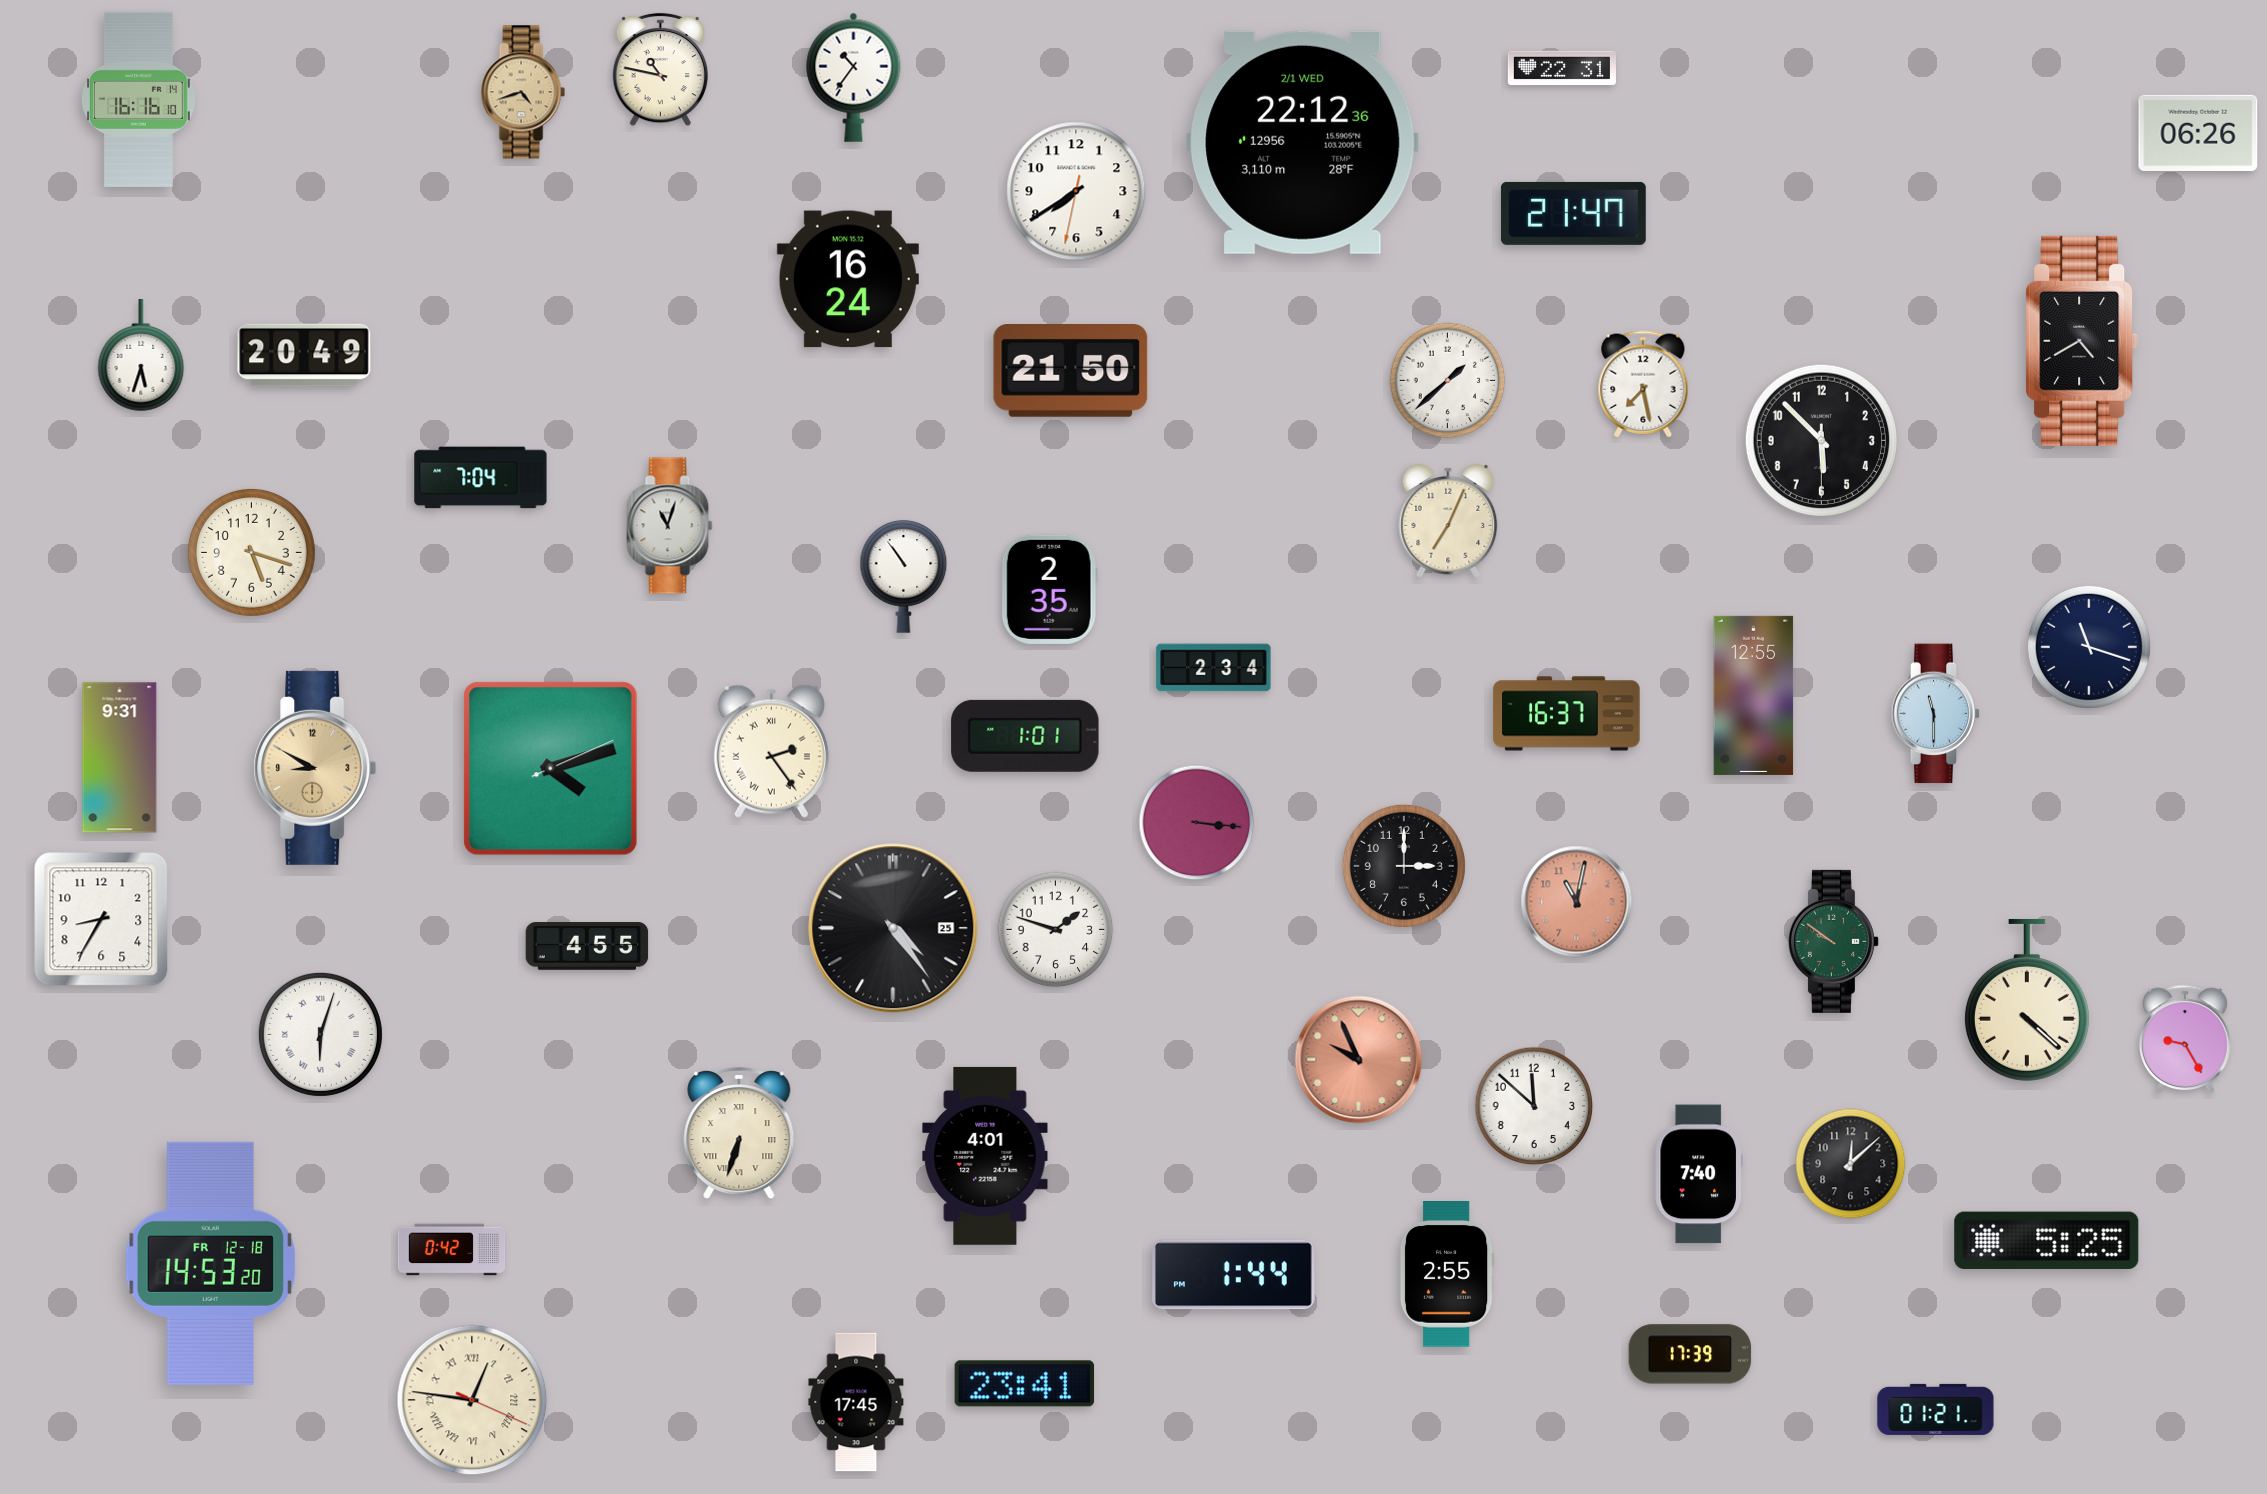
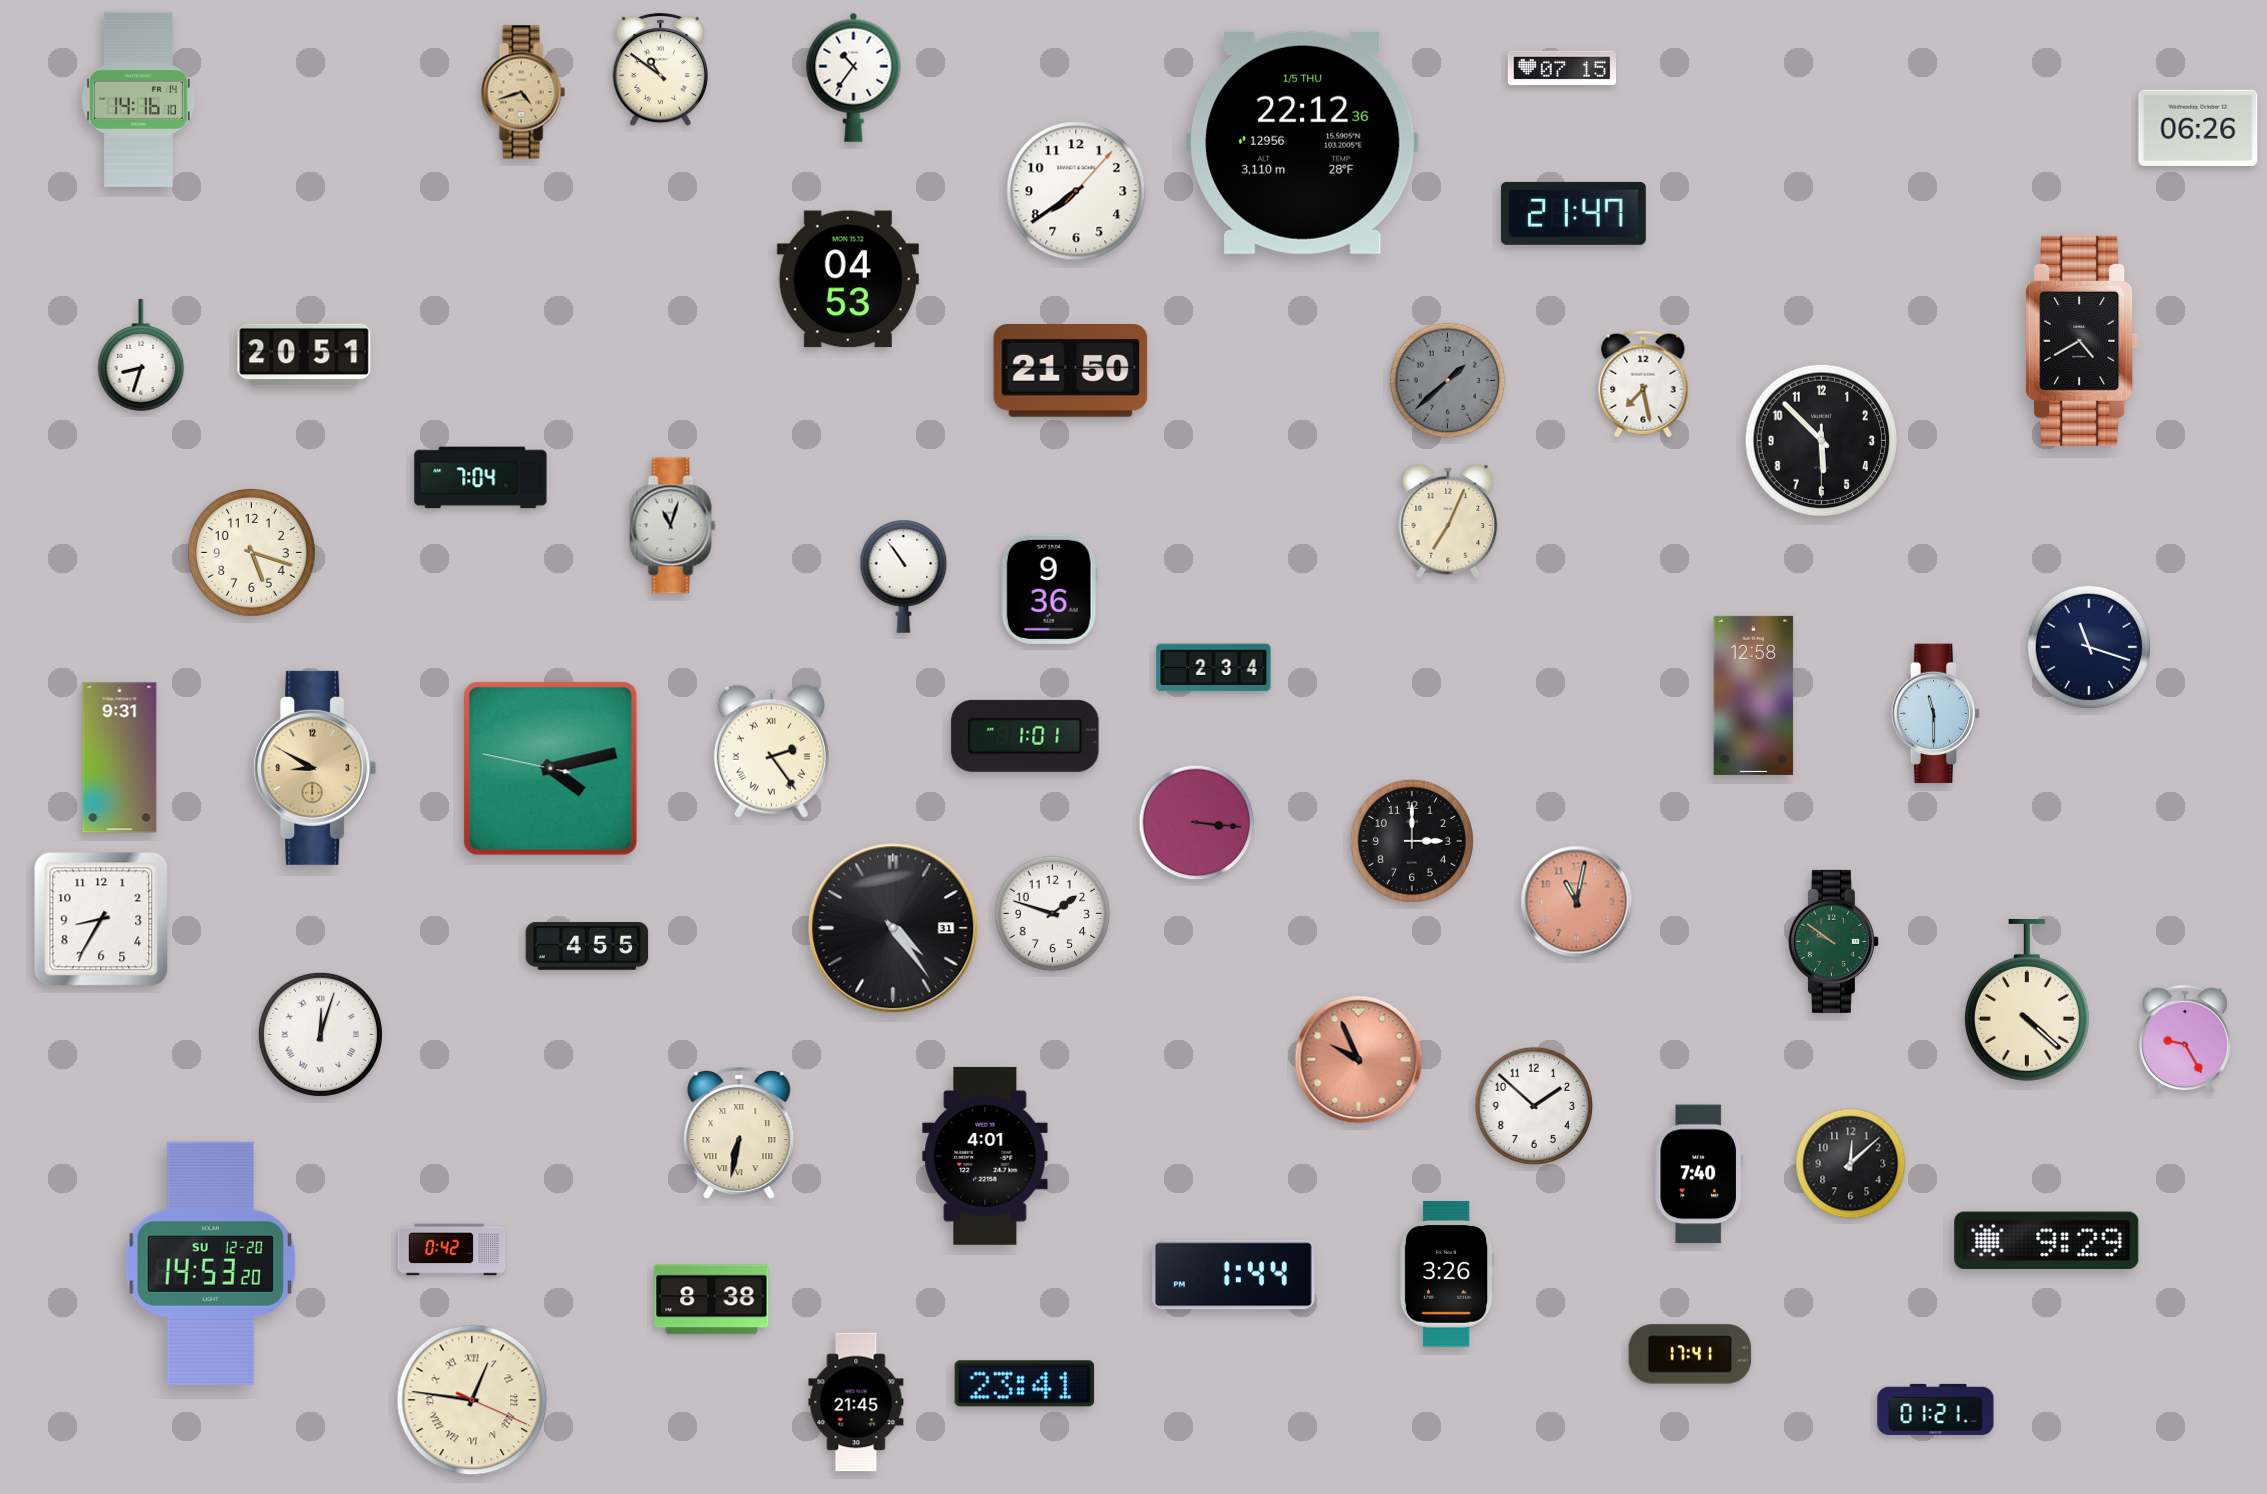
clock at (1562, 68): 22:31 -> 07:15
clock at (660, 70): 10:47 -> 10:51
clock at (138, 99): 16:16 -> 14:16
clock at (2198, 133) position: (2198, 133) -> (2198, 128)
clock at (1303, 142) date: 2/1 WED -> 1/5 THU
clock at (1076, 191): 7:39:32 -> 7:39:07
clock at (848, 279): 16:24 -> 04:53
clock at (304, 355): 20:49 -> 20:51
clock at (141, 356): 5:33 -> 8:33
clock at (1448, 381) dial: white -> grey
clock at (670, 526) position: (670, 526) -> (673, 526)
clock at (1049, 589): 2:35 -> 9:36
clock at (1754, 695): 12:55 -> 12:58
clock at (1567, 714): 16:37 -> none
clock at (551, 769): 4:12:11 -> 4:12:47
clock at (1404, 866) position: (1404, 866) -> (1412, 841)
clock at (893, 928) date: 25 -> 31
clock at (1056, 930) position: (1056, 930) -> (1053, 914)
clock at (320, 1034): 6:03 -> 12:03
clock at (1534, 1106): 11:52 -> 1:52
clock at (739, 1133): 6:33 -> 6:32
clock at (2047, 1240): 5:25 -> 9:29
clock at (211, 1263) date: FR 12-18 -> SU 12-20
clock at (1447, 1274): 2:55 -> 3:26
clock at (712, 1300): none -> 8:38
clock at (1690, 1354): 17:39 -> 17:41
clock at (856, 1402): 17:45 -> 21:45
